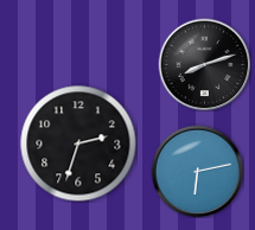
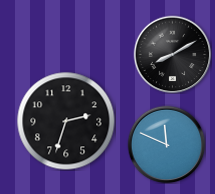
clock at (204, 64): 8:12 -> 8:10
clock at (197, 171): 6:13 -> 11:49
